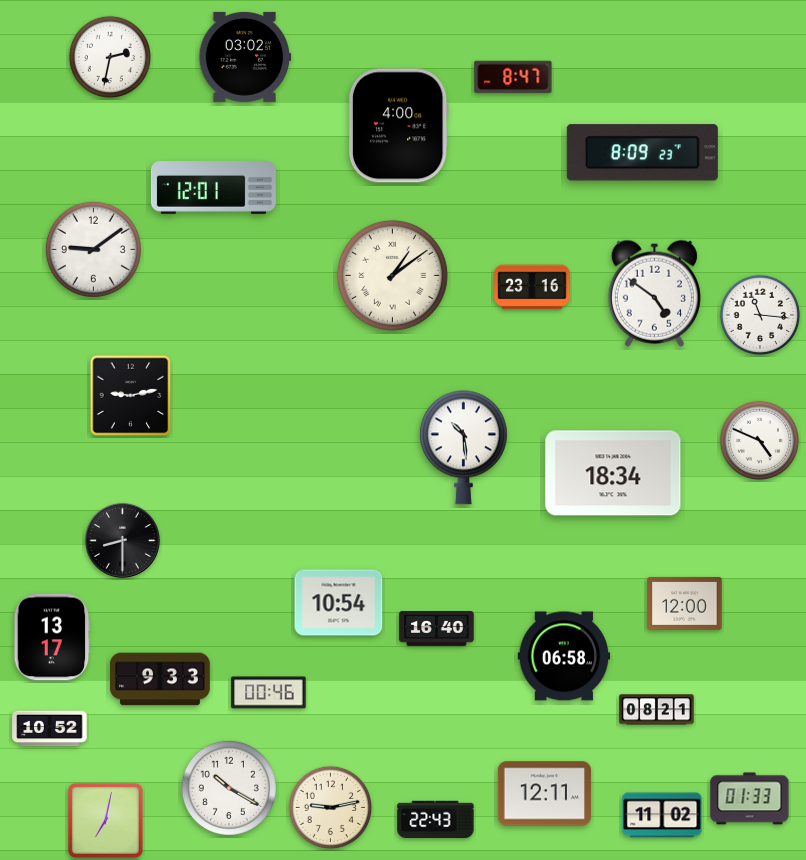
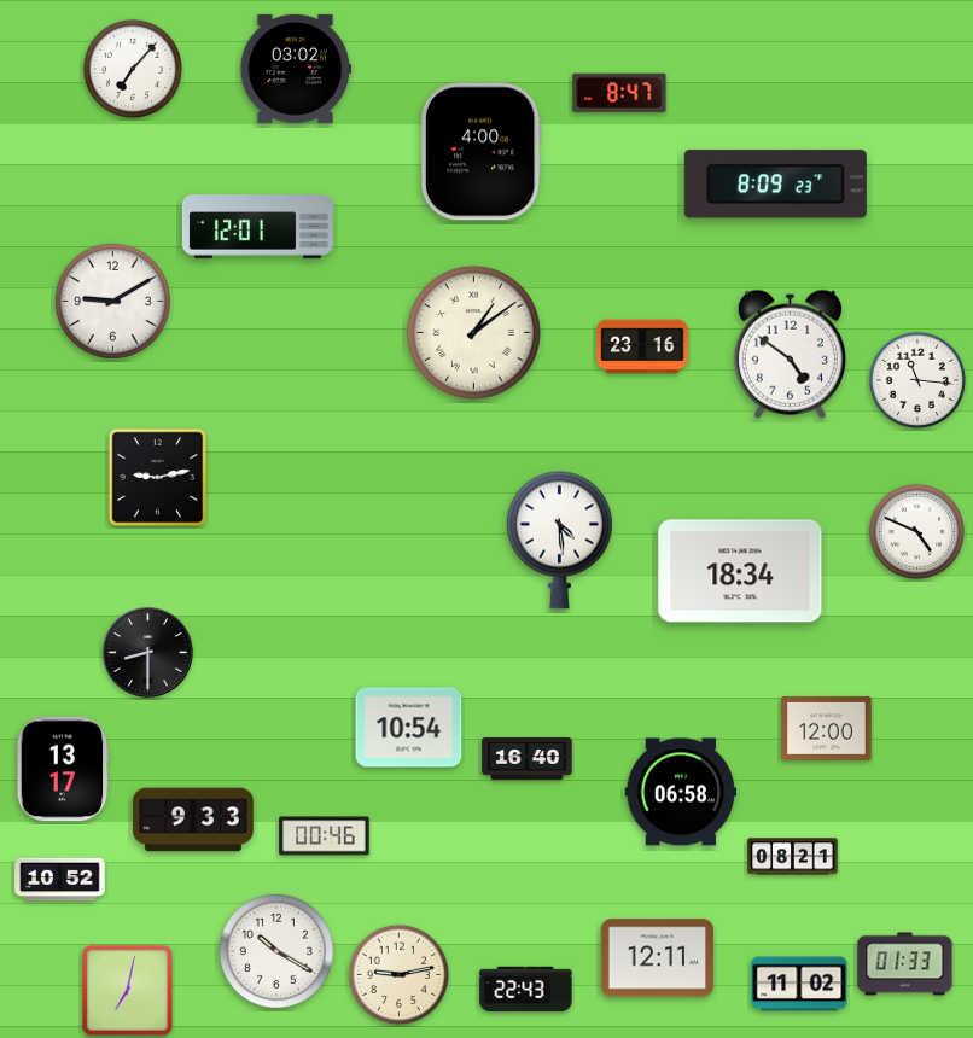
clock at (109, 56): 2:32 -> 7:07
clock at (93, 249): 9:09 -> 9:10
clock at (463, 448): 10:29 -> 4:29
